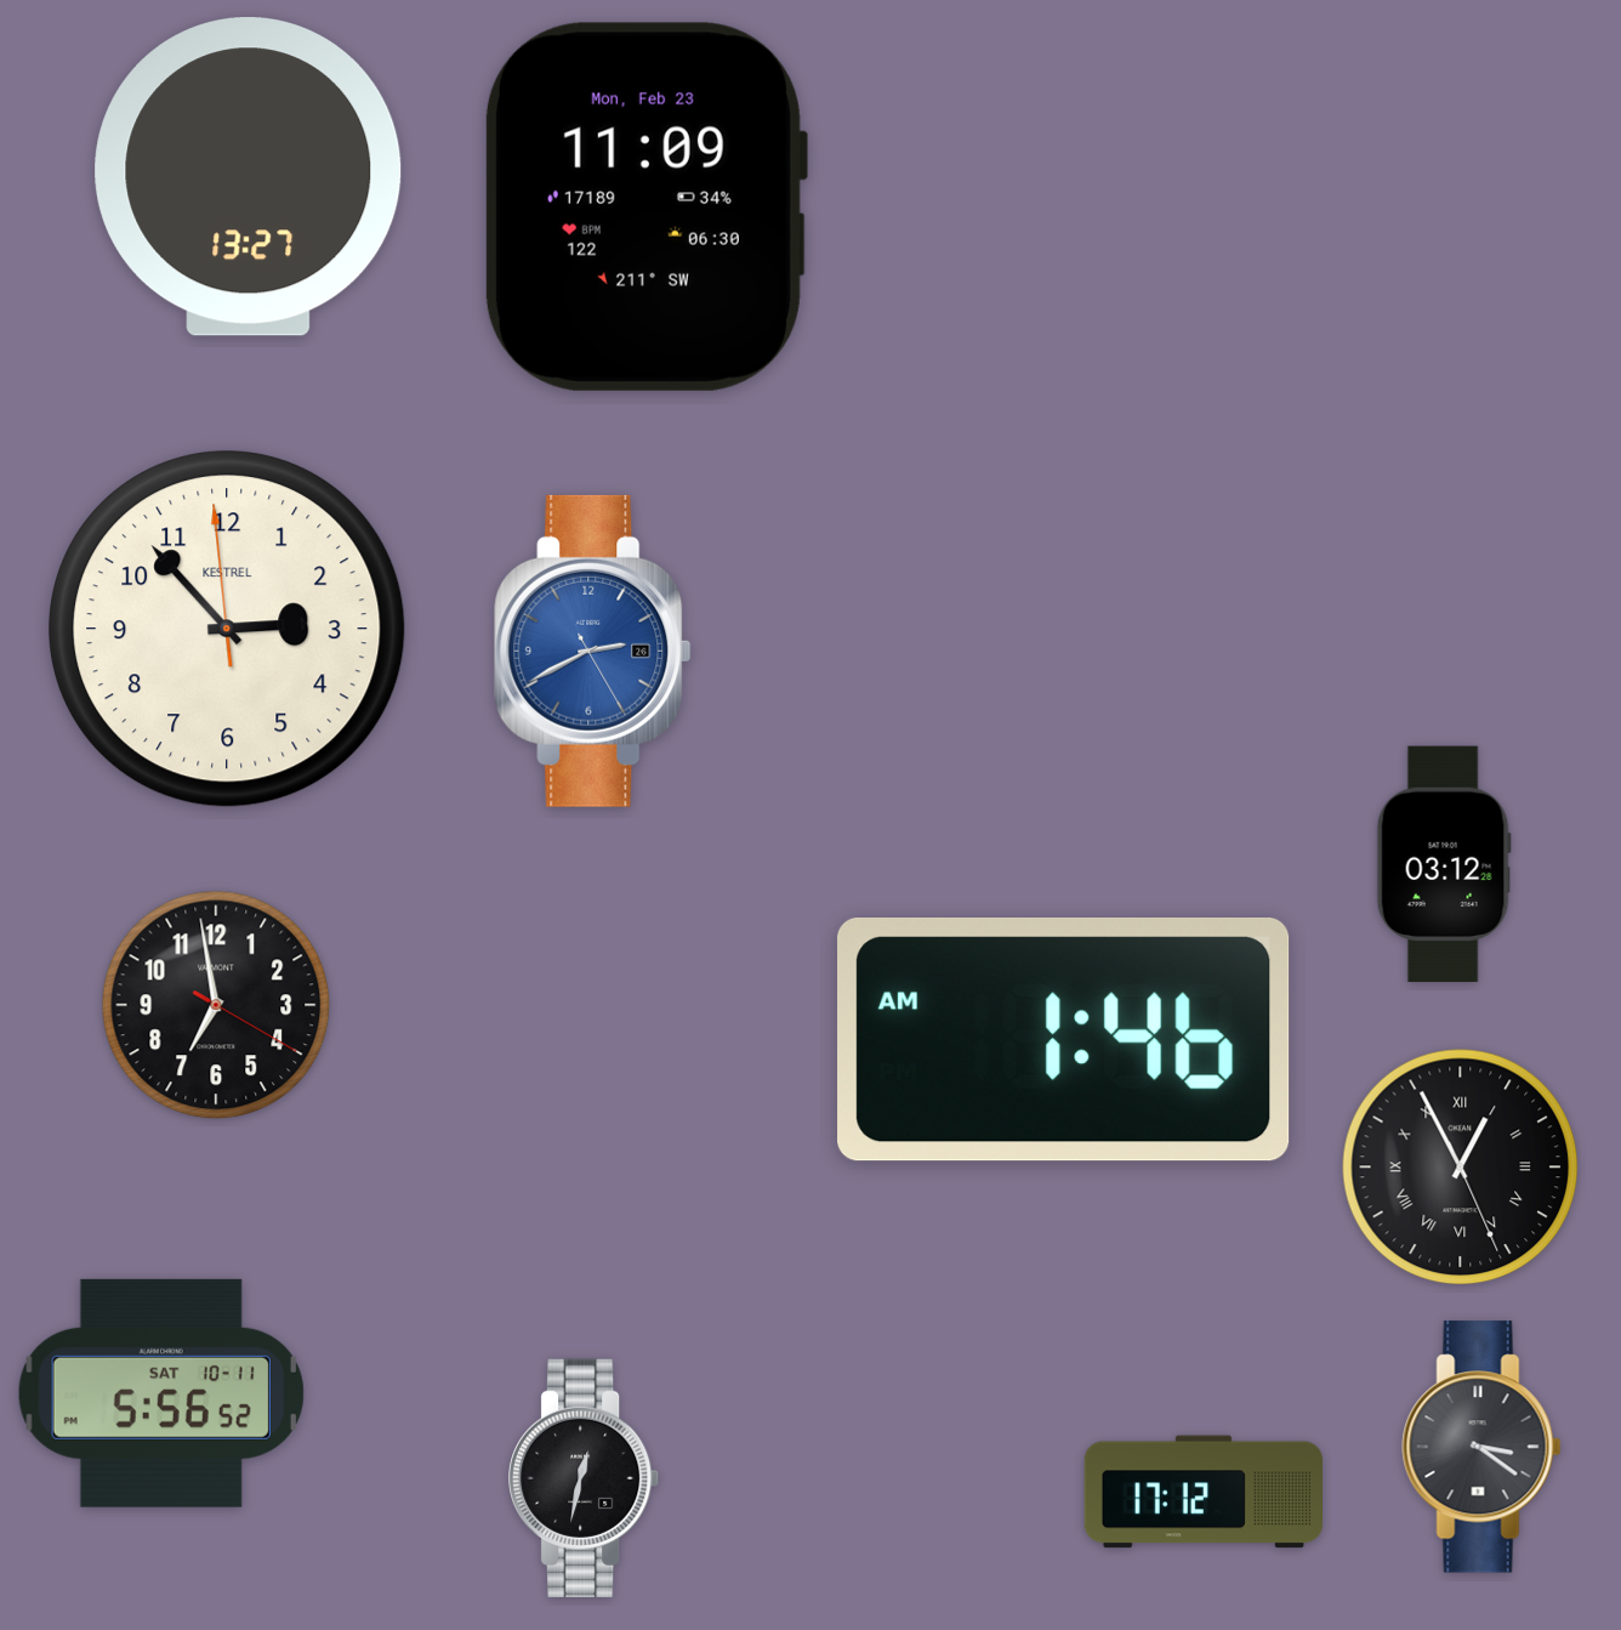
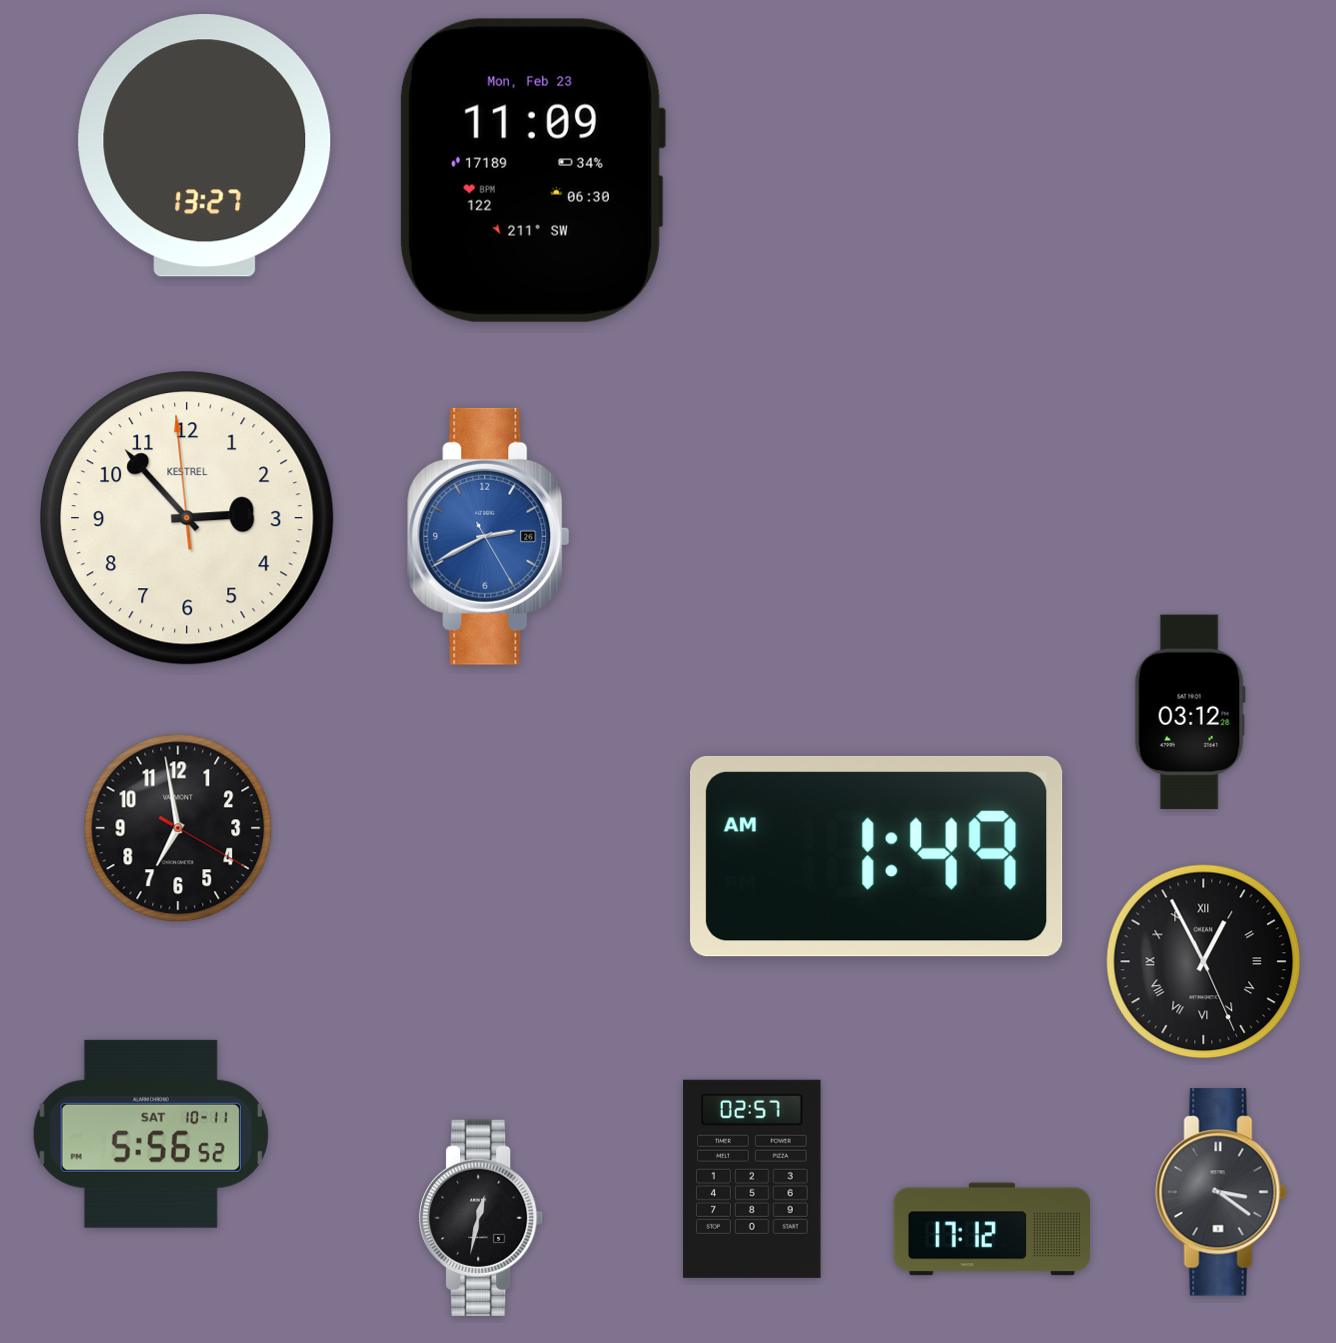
clock at (1064, 1039): 1:46 -> 1:49
clock at (161, 1393) position: (161, 1393) -> (151, 1134)
clock at (752, 1179): none -> 02:57
